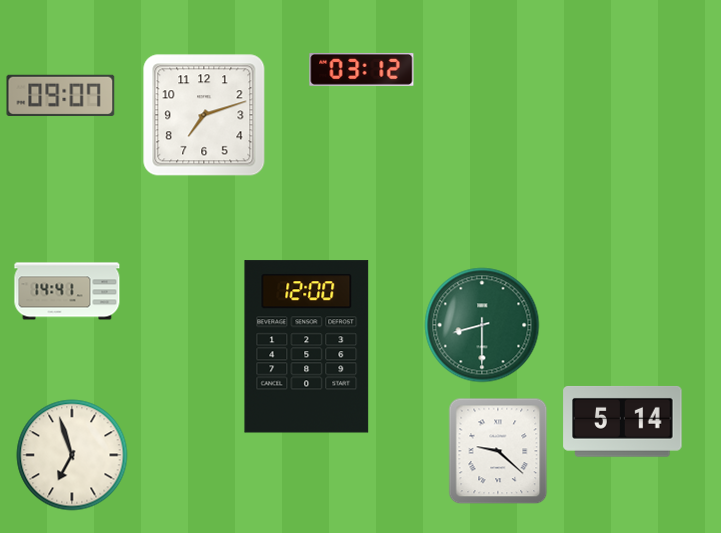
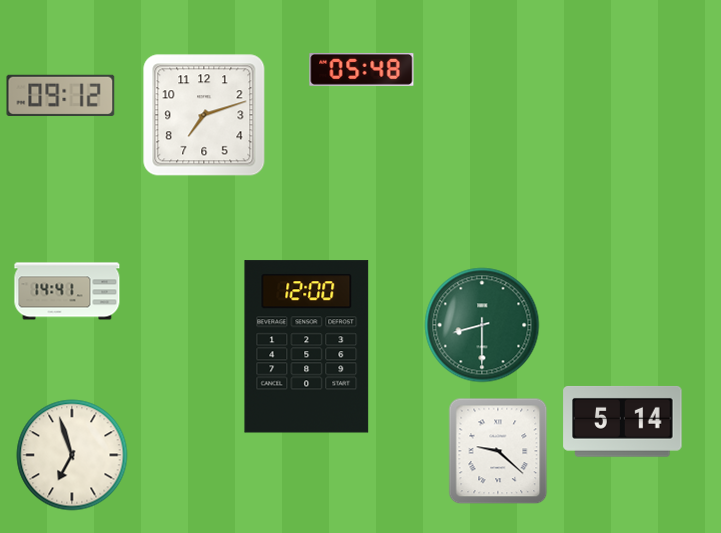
clock at (362, 69): 03:12 -> 05:48
clock at (61, 95): 09:07 -> 09:12
